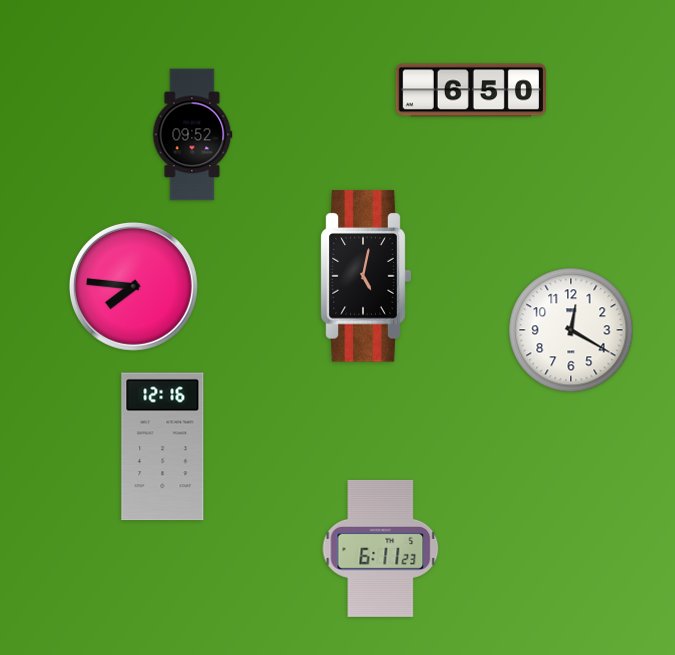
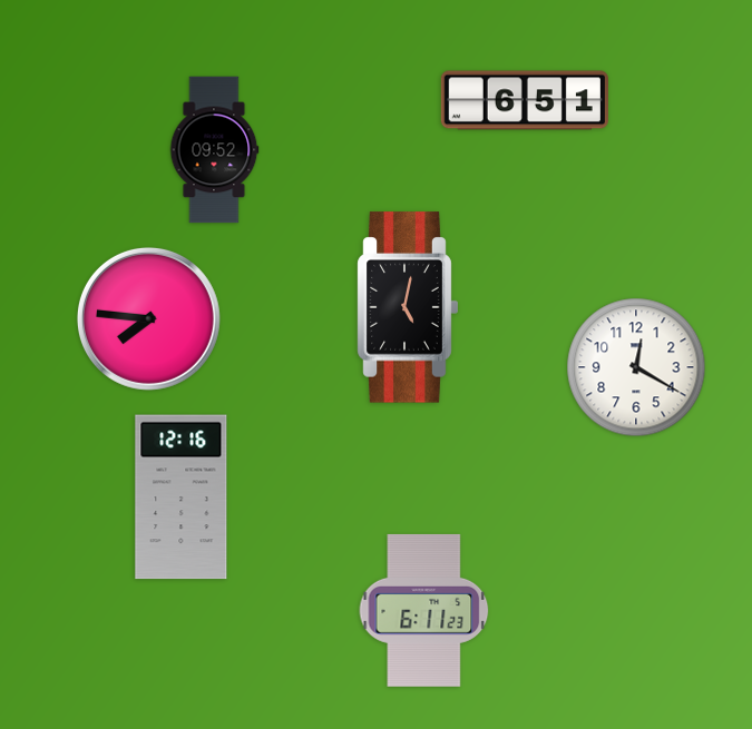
clock at (471, 90): 6:50 -> 6:51
